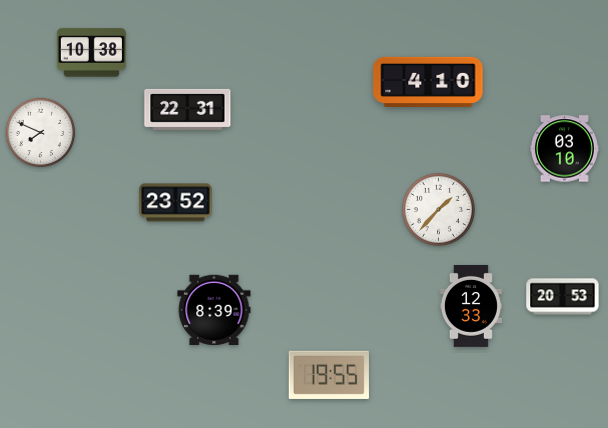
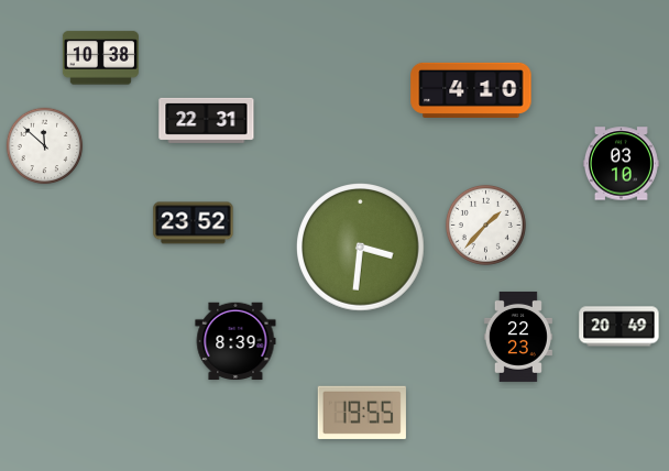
clock at (41, 133): 7:49 -> 11:52
clock at (438, 209) position: (438, 209) -> (485, 224)
clock at (361, 248): none -> 3:31
clock at (563, 297): 20:53 -> 20:49
clock at (471, 306): 12:33 -> 22:23
